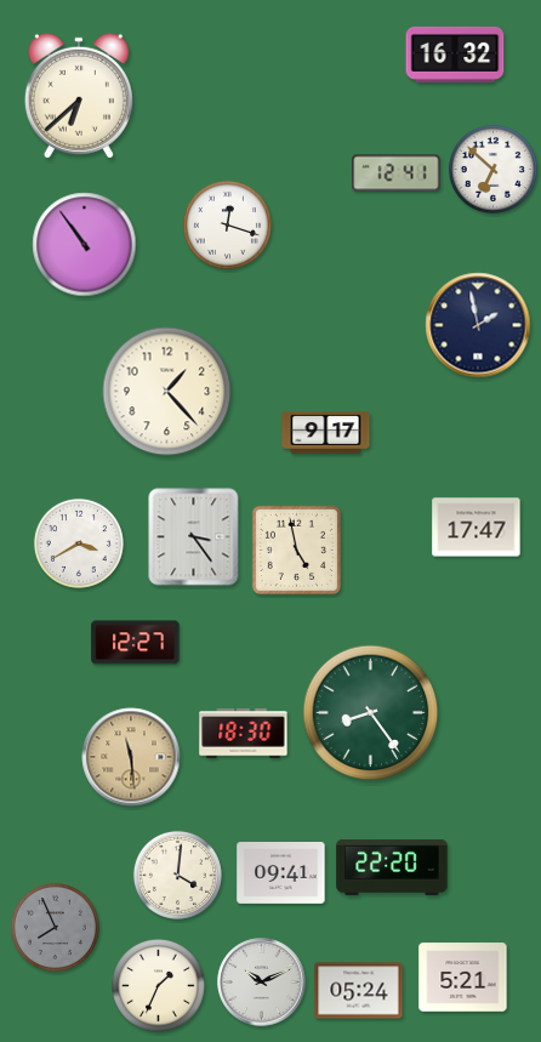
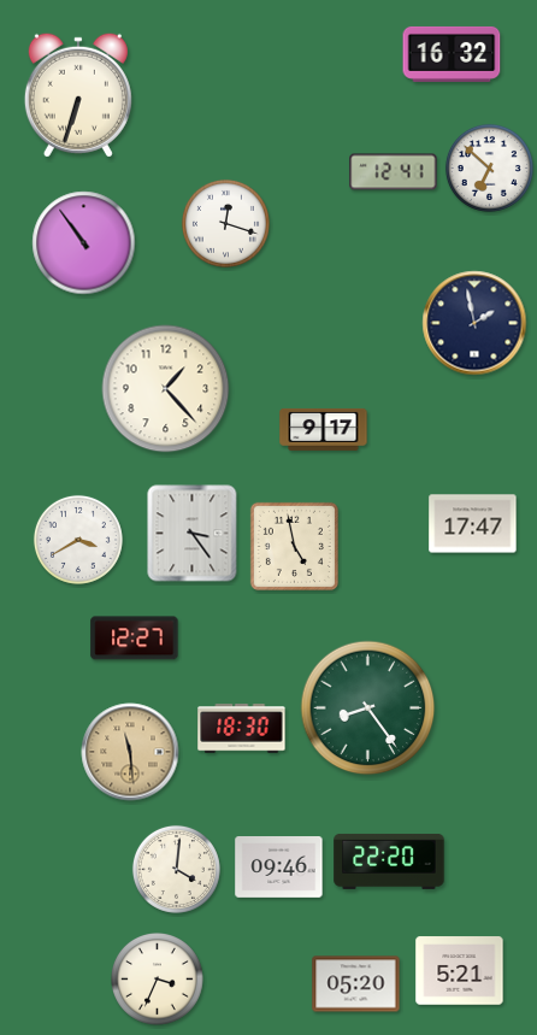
clock at (79, 96): 6:38 -> 6:33
clock at (281, 873): 09:41 -> 09:46
clock at (55, 927): 7:56 -> none
clock at (262, 983): 10:11 -> none
clock at (159, 986): 1:34 -> 3:34
clock at (359, 991): 05:24 -> 05:20
